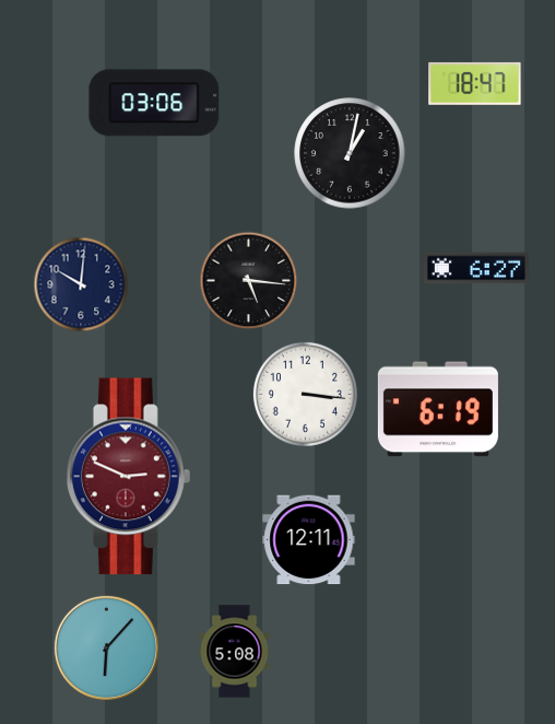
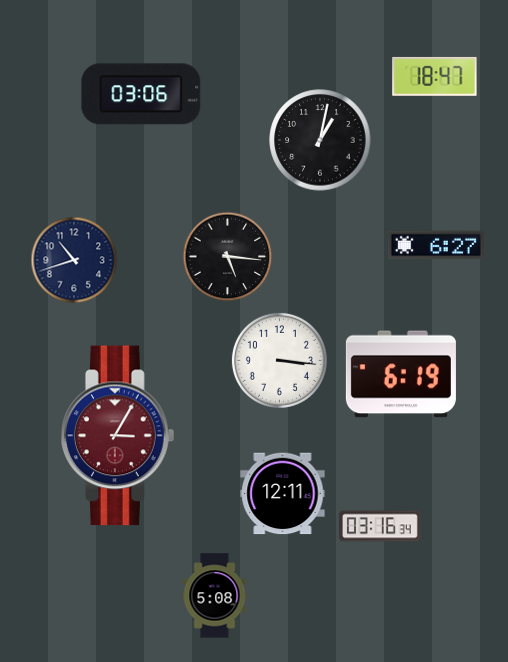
clock at (81, 284): 10:01 -> 10:42
clock at (129, 477): 2:49 -> 3:05
clock at (381, 526): none -> 03:16
clock at (106, 647): 6:07 -> none
